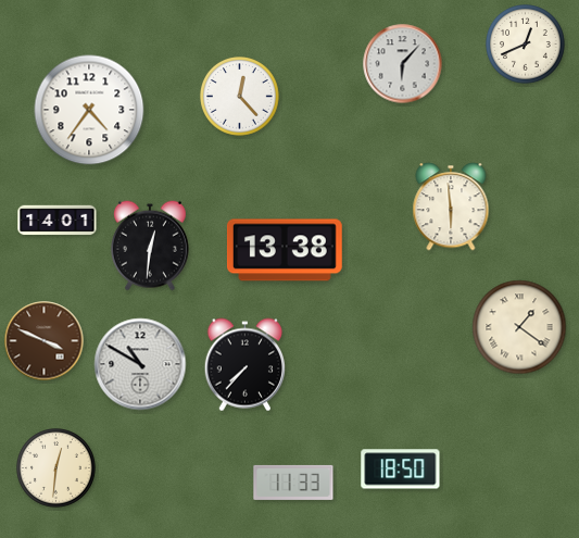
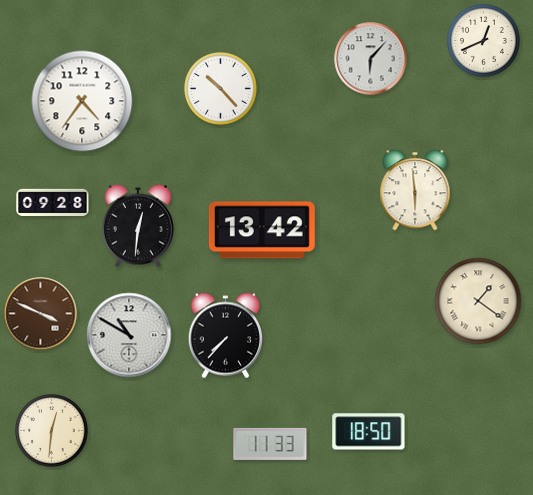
clock at (240, 97): 12:23 -> 10:23
clock at (58, 221): 14:01 -> 09:28
clock at (285, 250): 13:38 -> 13:42
